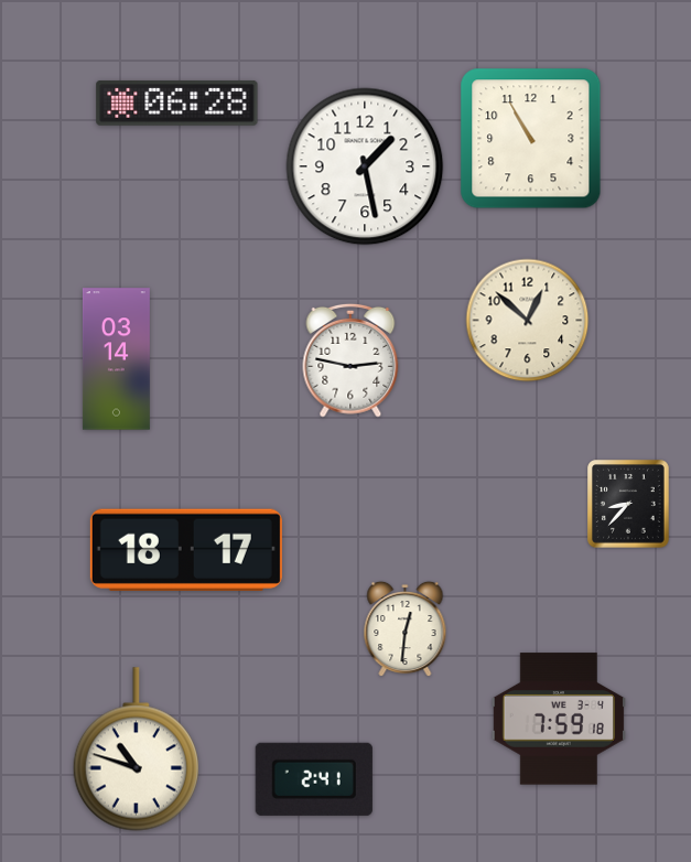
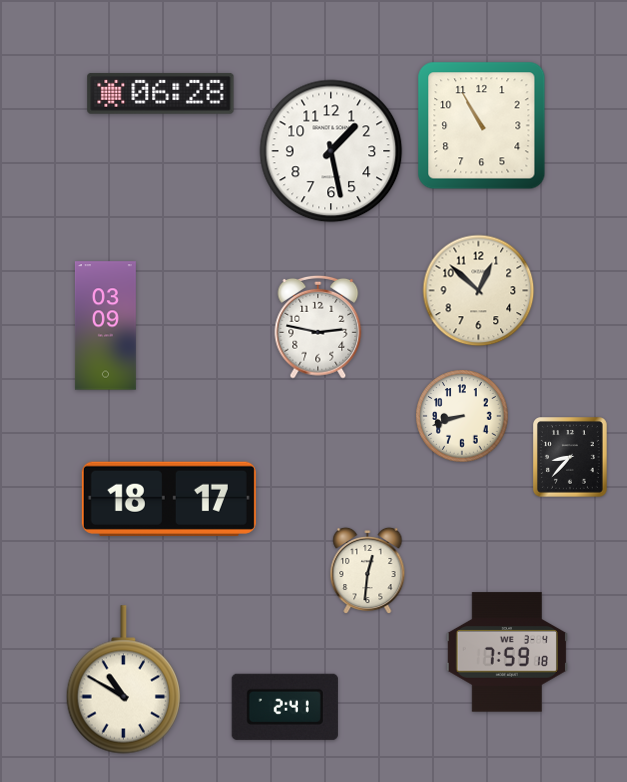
clock at (116, 359): 03:14 -> 03:09
clock at (462, 416): none -> 8:42
clock at (136, 750): 10:48 -> 10:50
